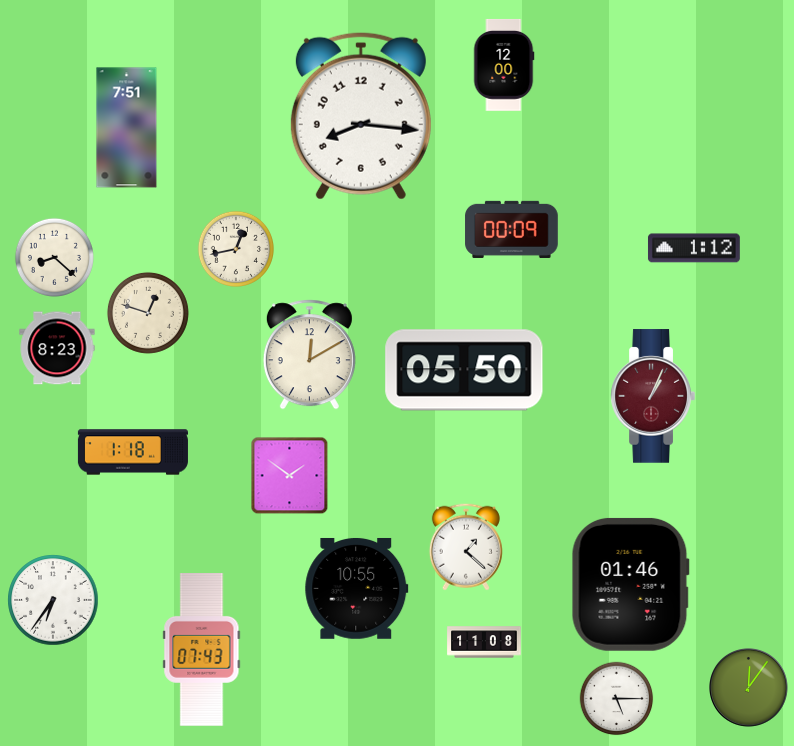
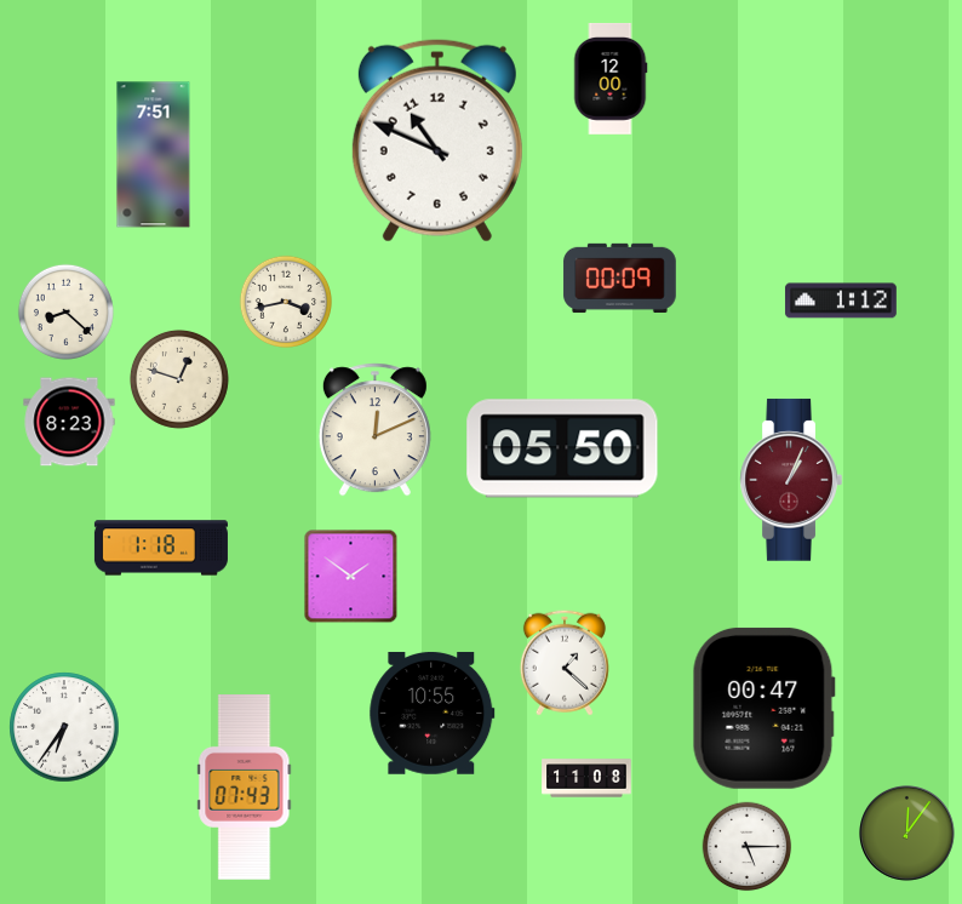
clock at (361, 116): 8:16 -> 10:49
clock at (235, 248): 12:43 -> 3:43
clock at (309, 355): 12:10 -> 12:11
clock at (630, 584): 01:46 -> 00:47
